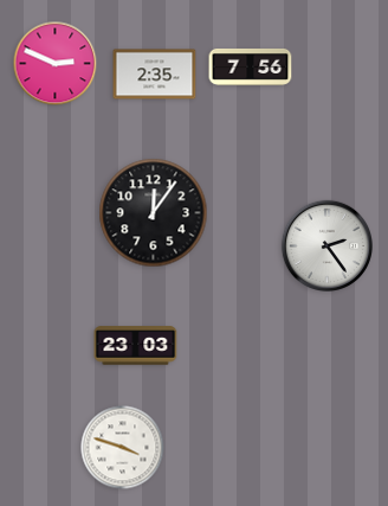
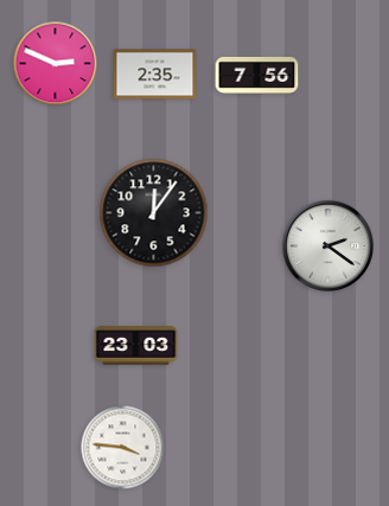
clock at (251, 66) position: (251, 66) -> (257, 75)
clock at (326, 245): 2:24 -> 2:21
clock at (123, 448): 3:48 -> 3:46
